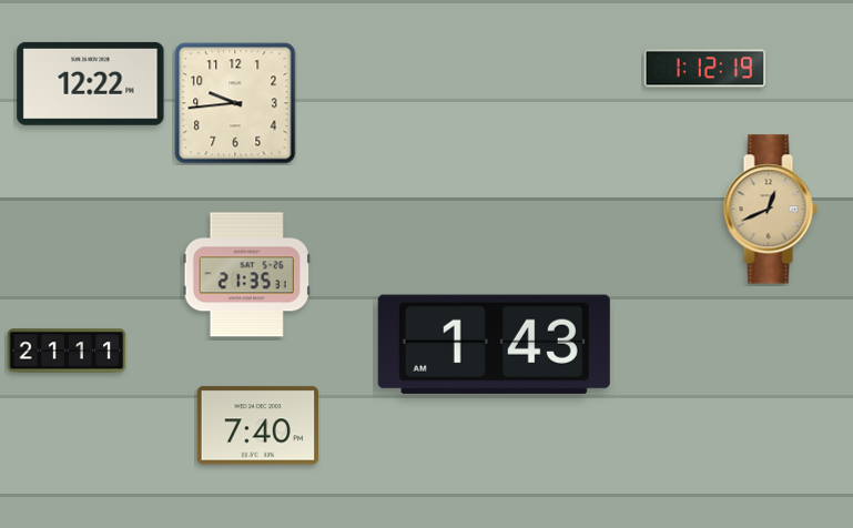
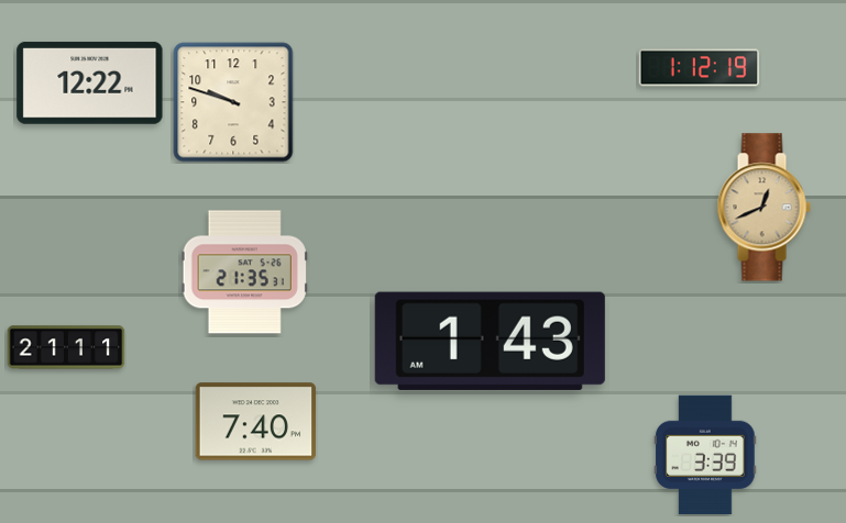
clock at (235, 103): 9:44 -> 9:48
clock at (705, 455): none -> 3:39
